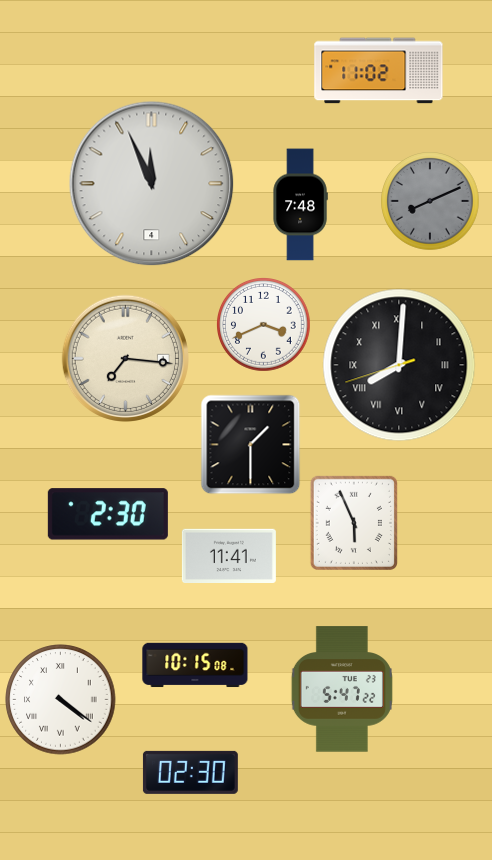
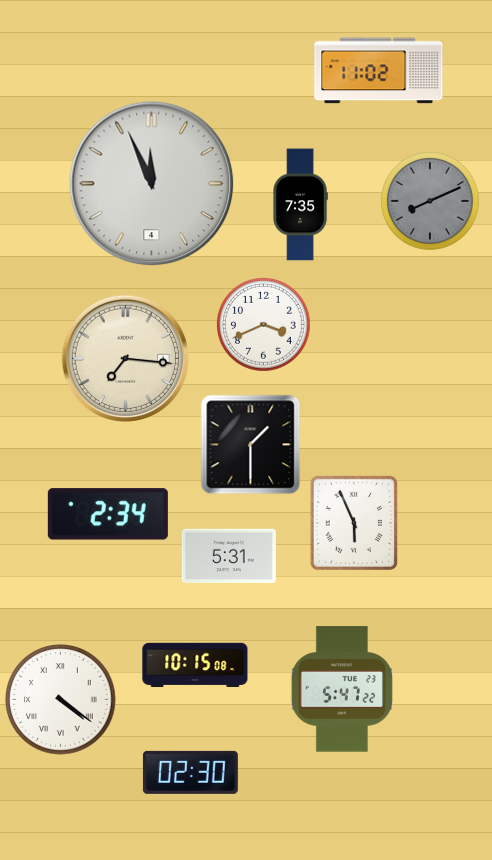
clock at (300, 205): 7:48 -> 7:35
clock at (399, 365): 8:00 -> none
clock at (108, 514): 2:30 -> 2:34
clock at (229, 555): 11:41 -> 5:31
